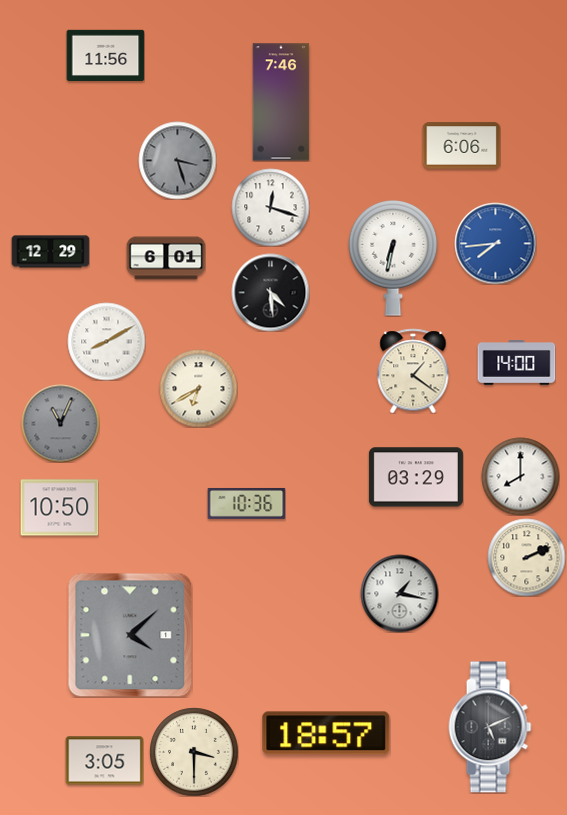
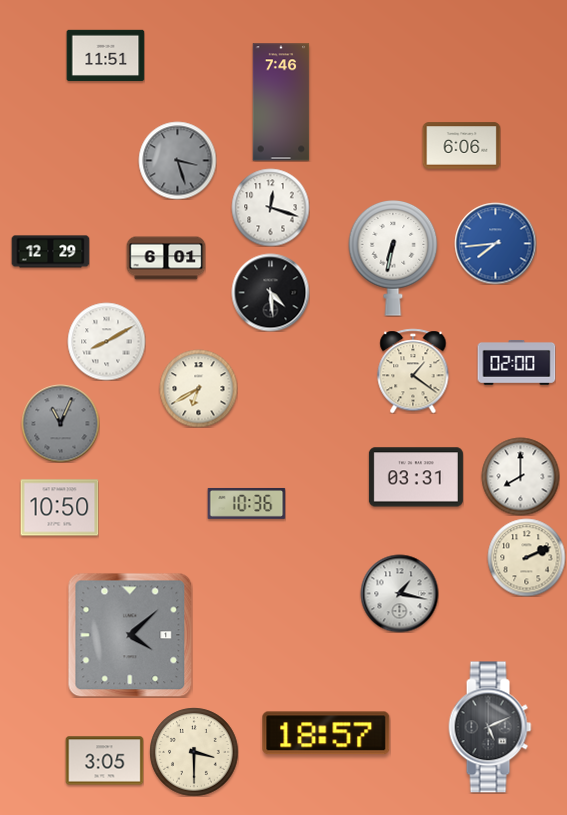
clock at (105, 56): 11:56 -> 11:51
clock at (516, 363): 14:00 -> 02:00
clock at (416, 477): 03:29 -> 03:31
